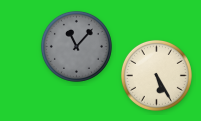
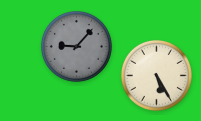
clock at (76, 46): 11:07 -> 9:07
